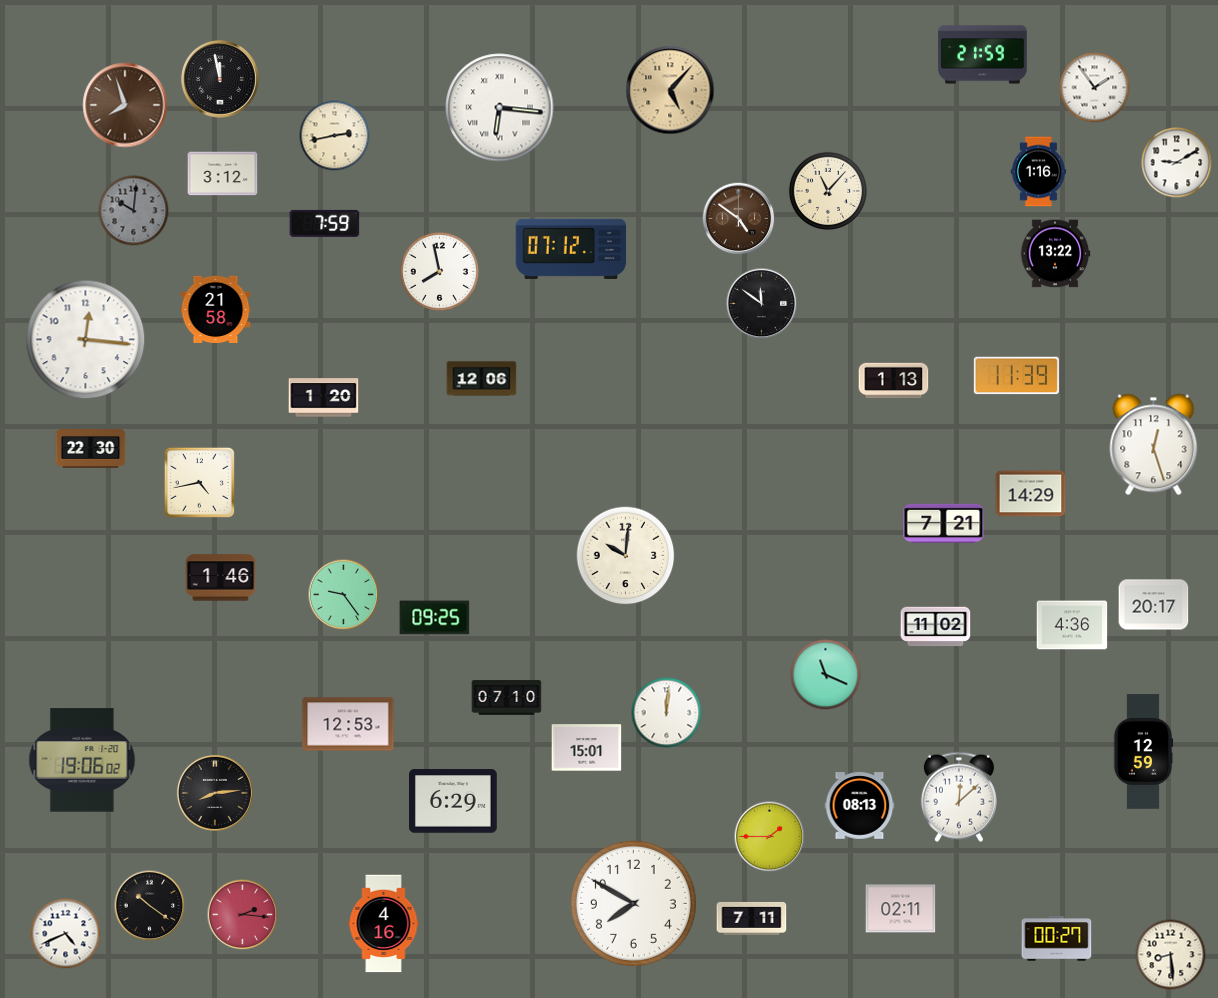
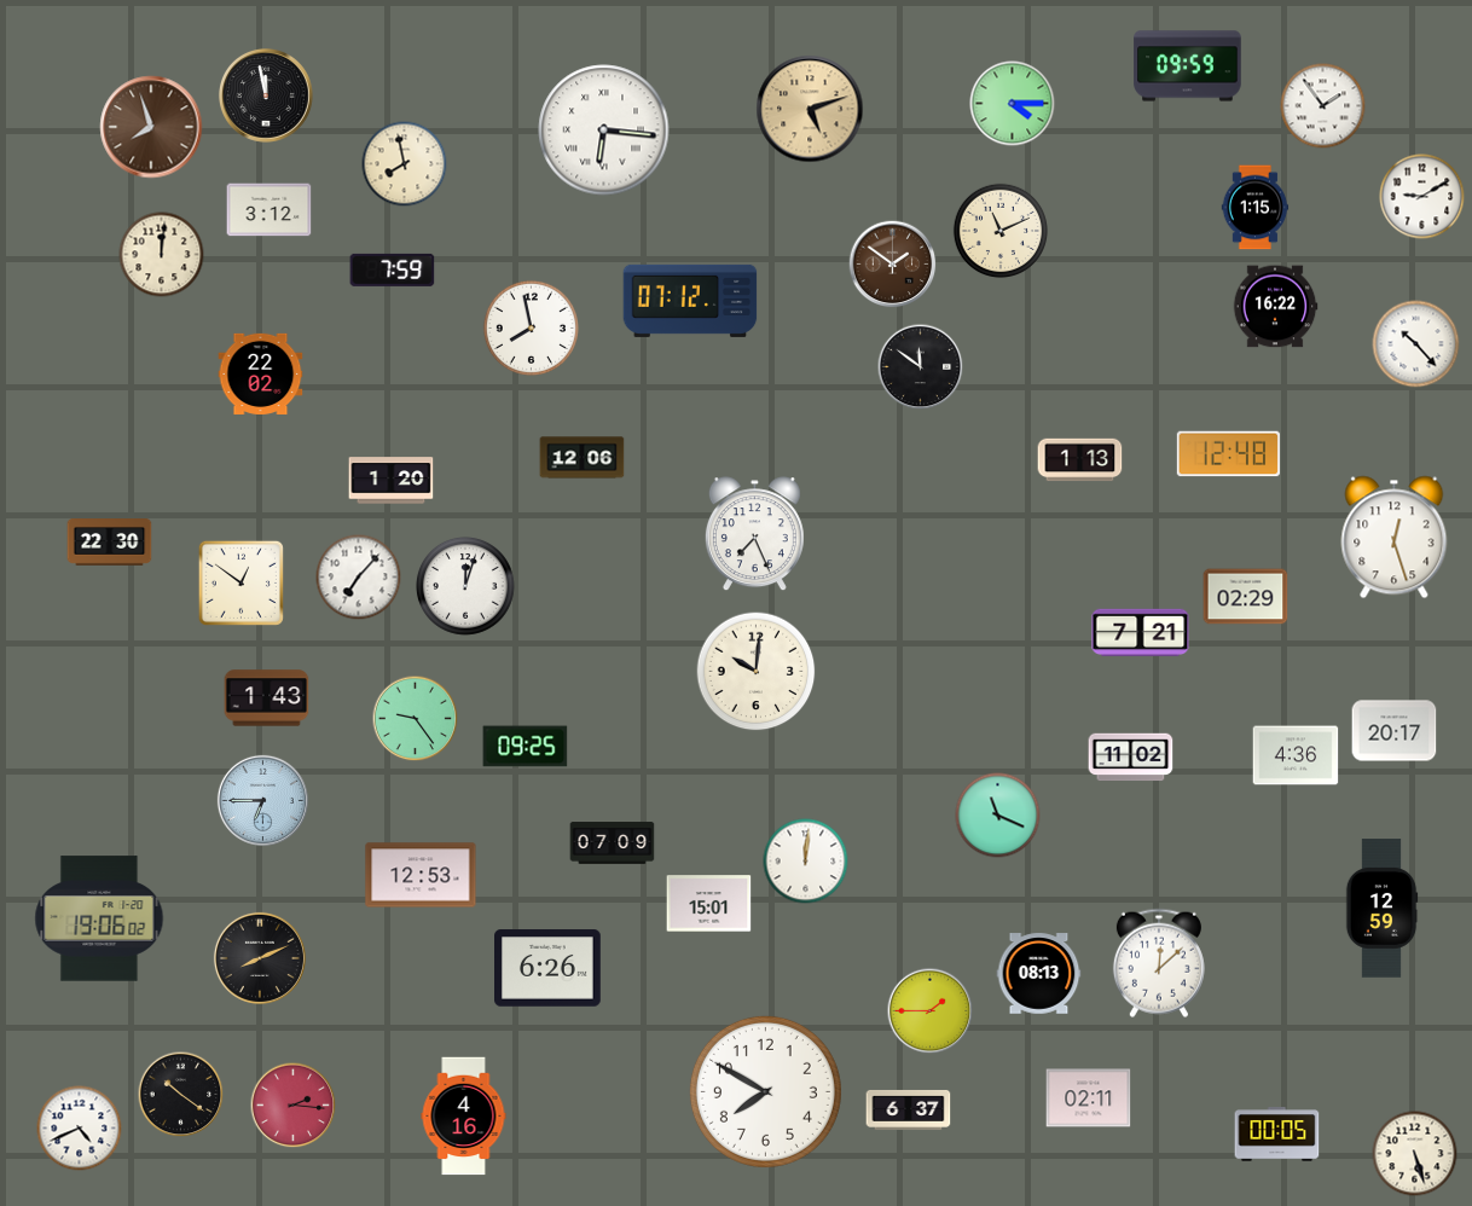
clock at (983, 55): 21:59 -> 09:59
clock at (1013, 104): none -> 4:15
clock at (670, 90): 5:07 -> 5:12
clock at (335, 136): 2:43 -> 7:58
clock at (1039, 172): 1:16 -> 1:15
clock at (827, 190): 11:07 -> 11:11
clock at (134, 211): 10:01 -> 12:01
clock at (134, 211) dial: grey -> cream
clock at (739, 219): 4:51 -> 1:51
clock at (1055, 254): 13:22 -> 16:22
clock at (1416, 344): none -> 10:23
clock at (216, 309): 21:58 -> 22:02
clock at (86, 340): 12:16 -> none
clock at (1016, 376): 11:39 -> 12:48
clock at (754, 534): none -> 7:26
clock at (359, 578): none -> 7:07
clock at (199, 482): 4:43 -> 12:51
clock at (466, 587): none -> 12:03
clock at (1031, 494): 14:29 -> 02:29
clock at (221, 578): 1:46 -> 1:43
clock at (262, 800): none -> 6:45
clock at (507, 698): 07:10 -> 07:09
clock at (215, 793): 8:14 -> 8:11
clock at (454, 801): 6:29 -> 6:26
clock at (752, 918): 7:11 -> 6:37
clock at (1057, 939): 00:27 -> 00:05
clock at (1171, 955): 8:29 -> 5:27
